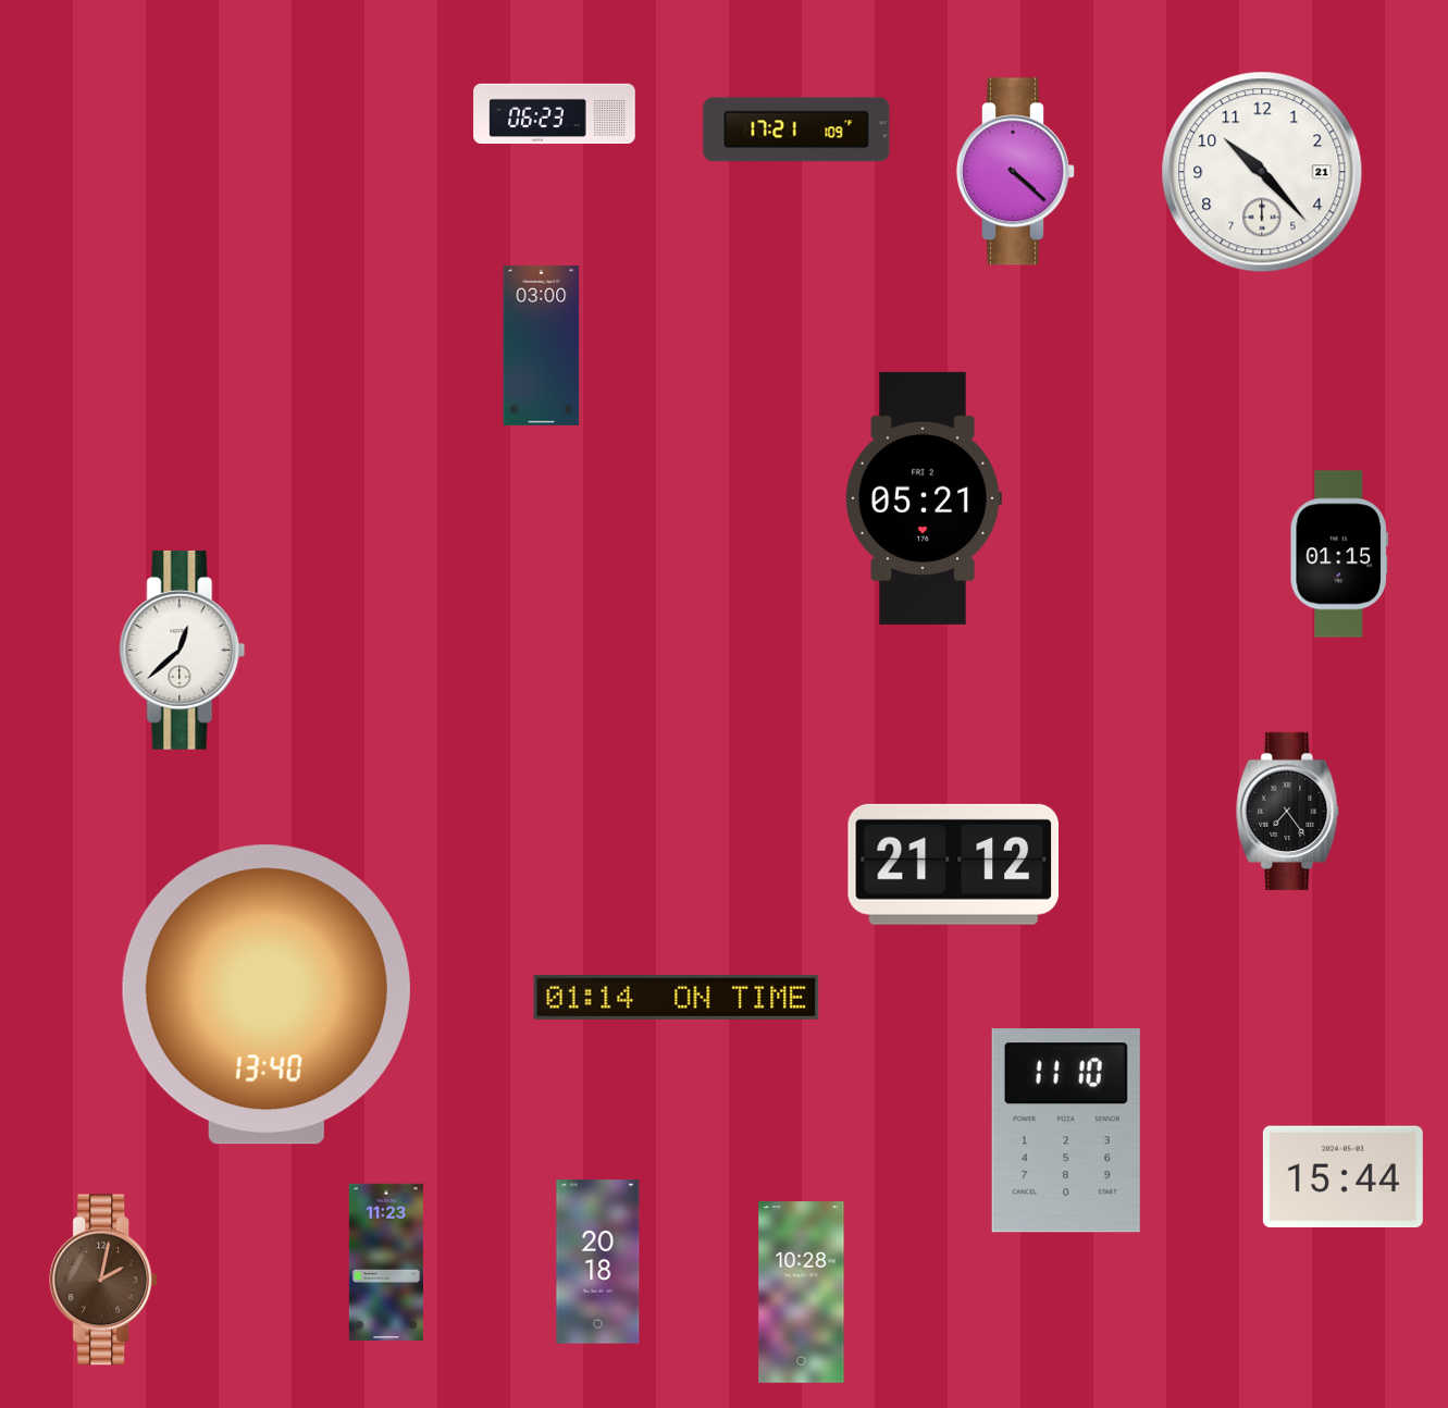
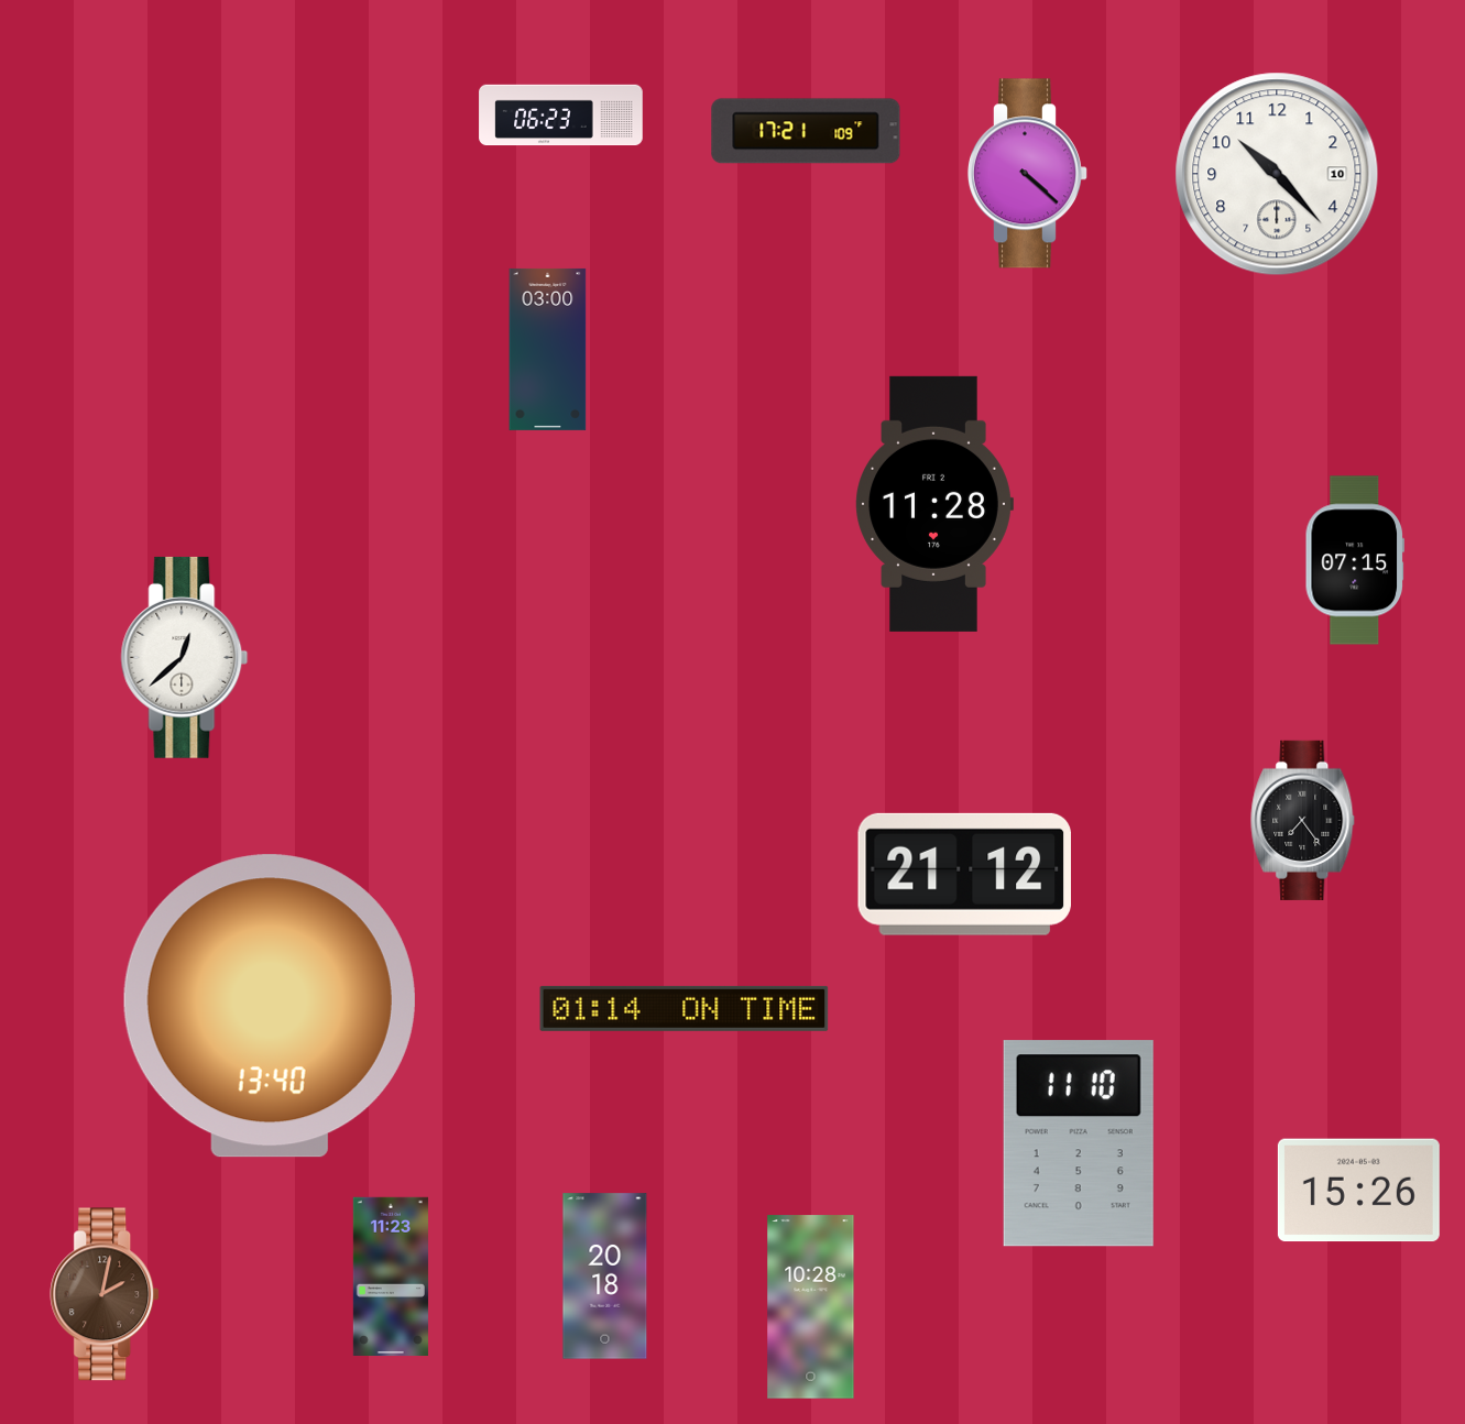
clock at (1262, 172) date: 21 -> 10
clock at (924, 498): 05:21 -> 11:28
clock at (1339, 554): 01:15 -> 07:15
clock at (1342, 1177): 15:44 -> 15:26
